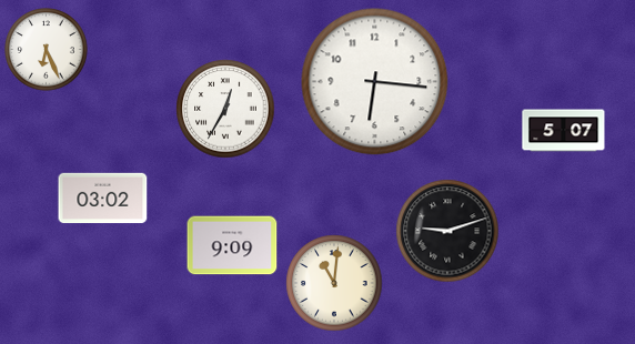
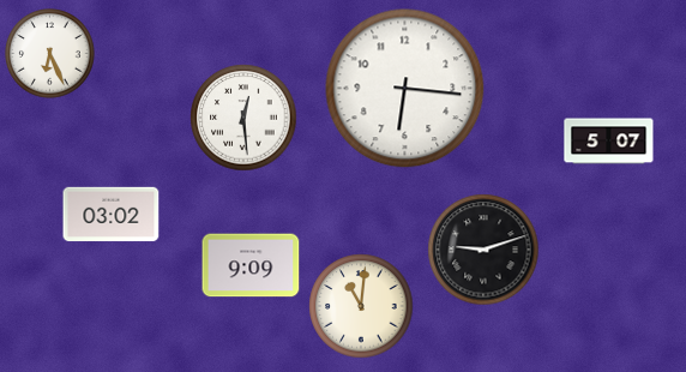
clock at (225, 109): 12:35 -> 12:29
